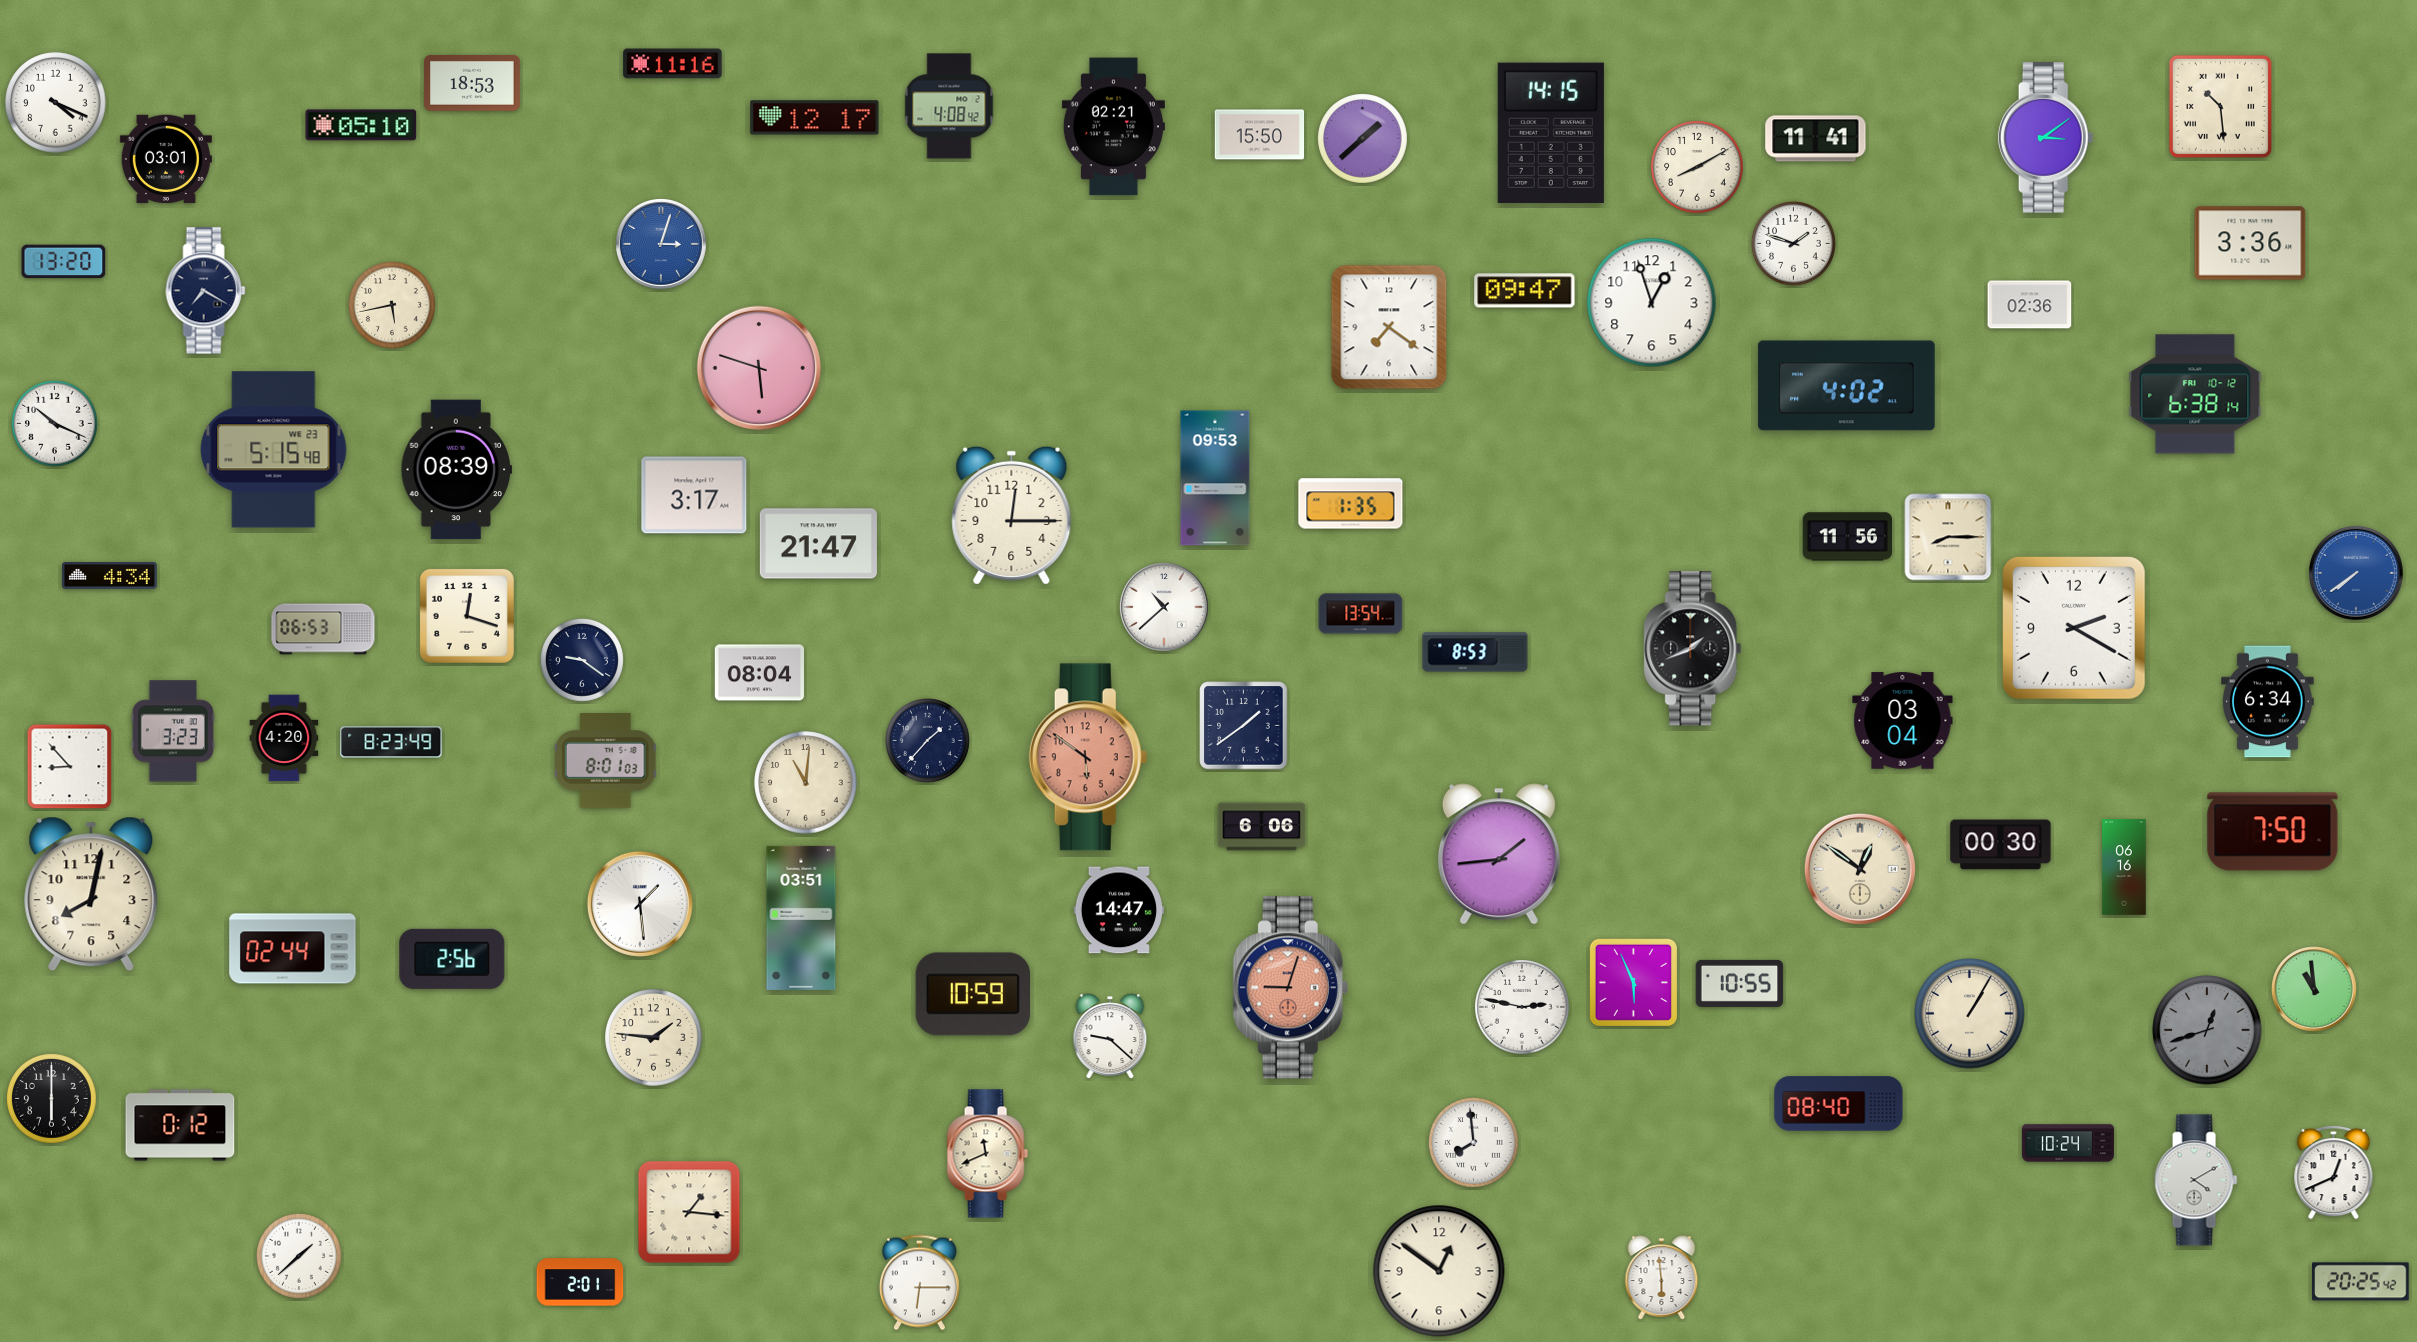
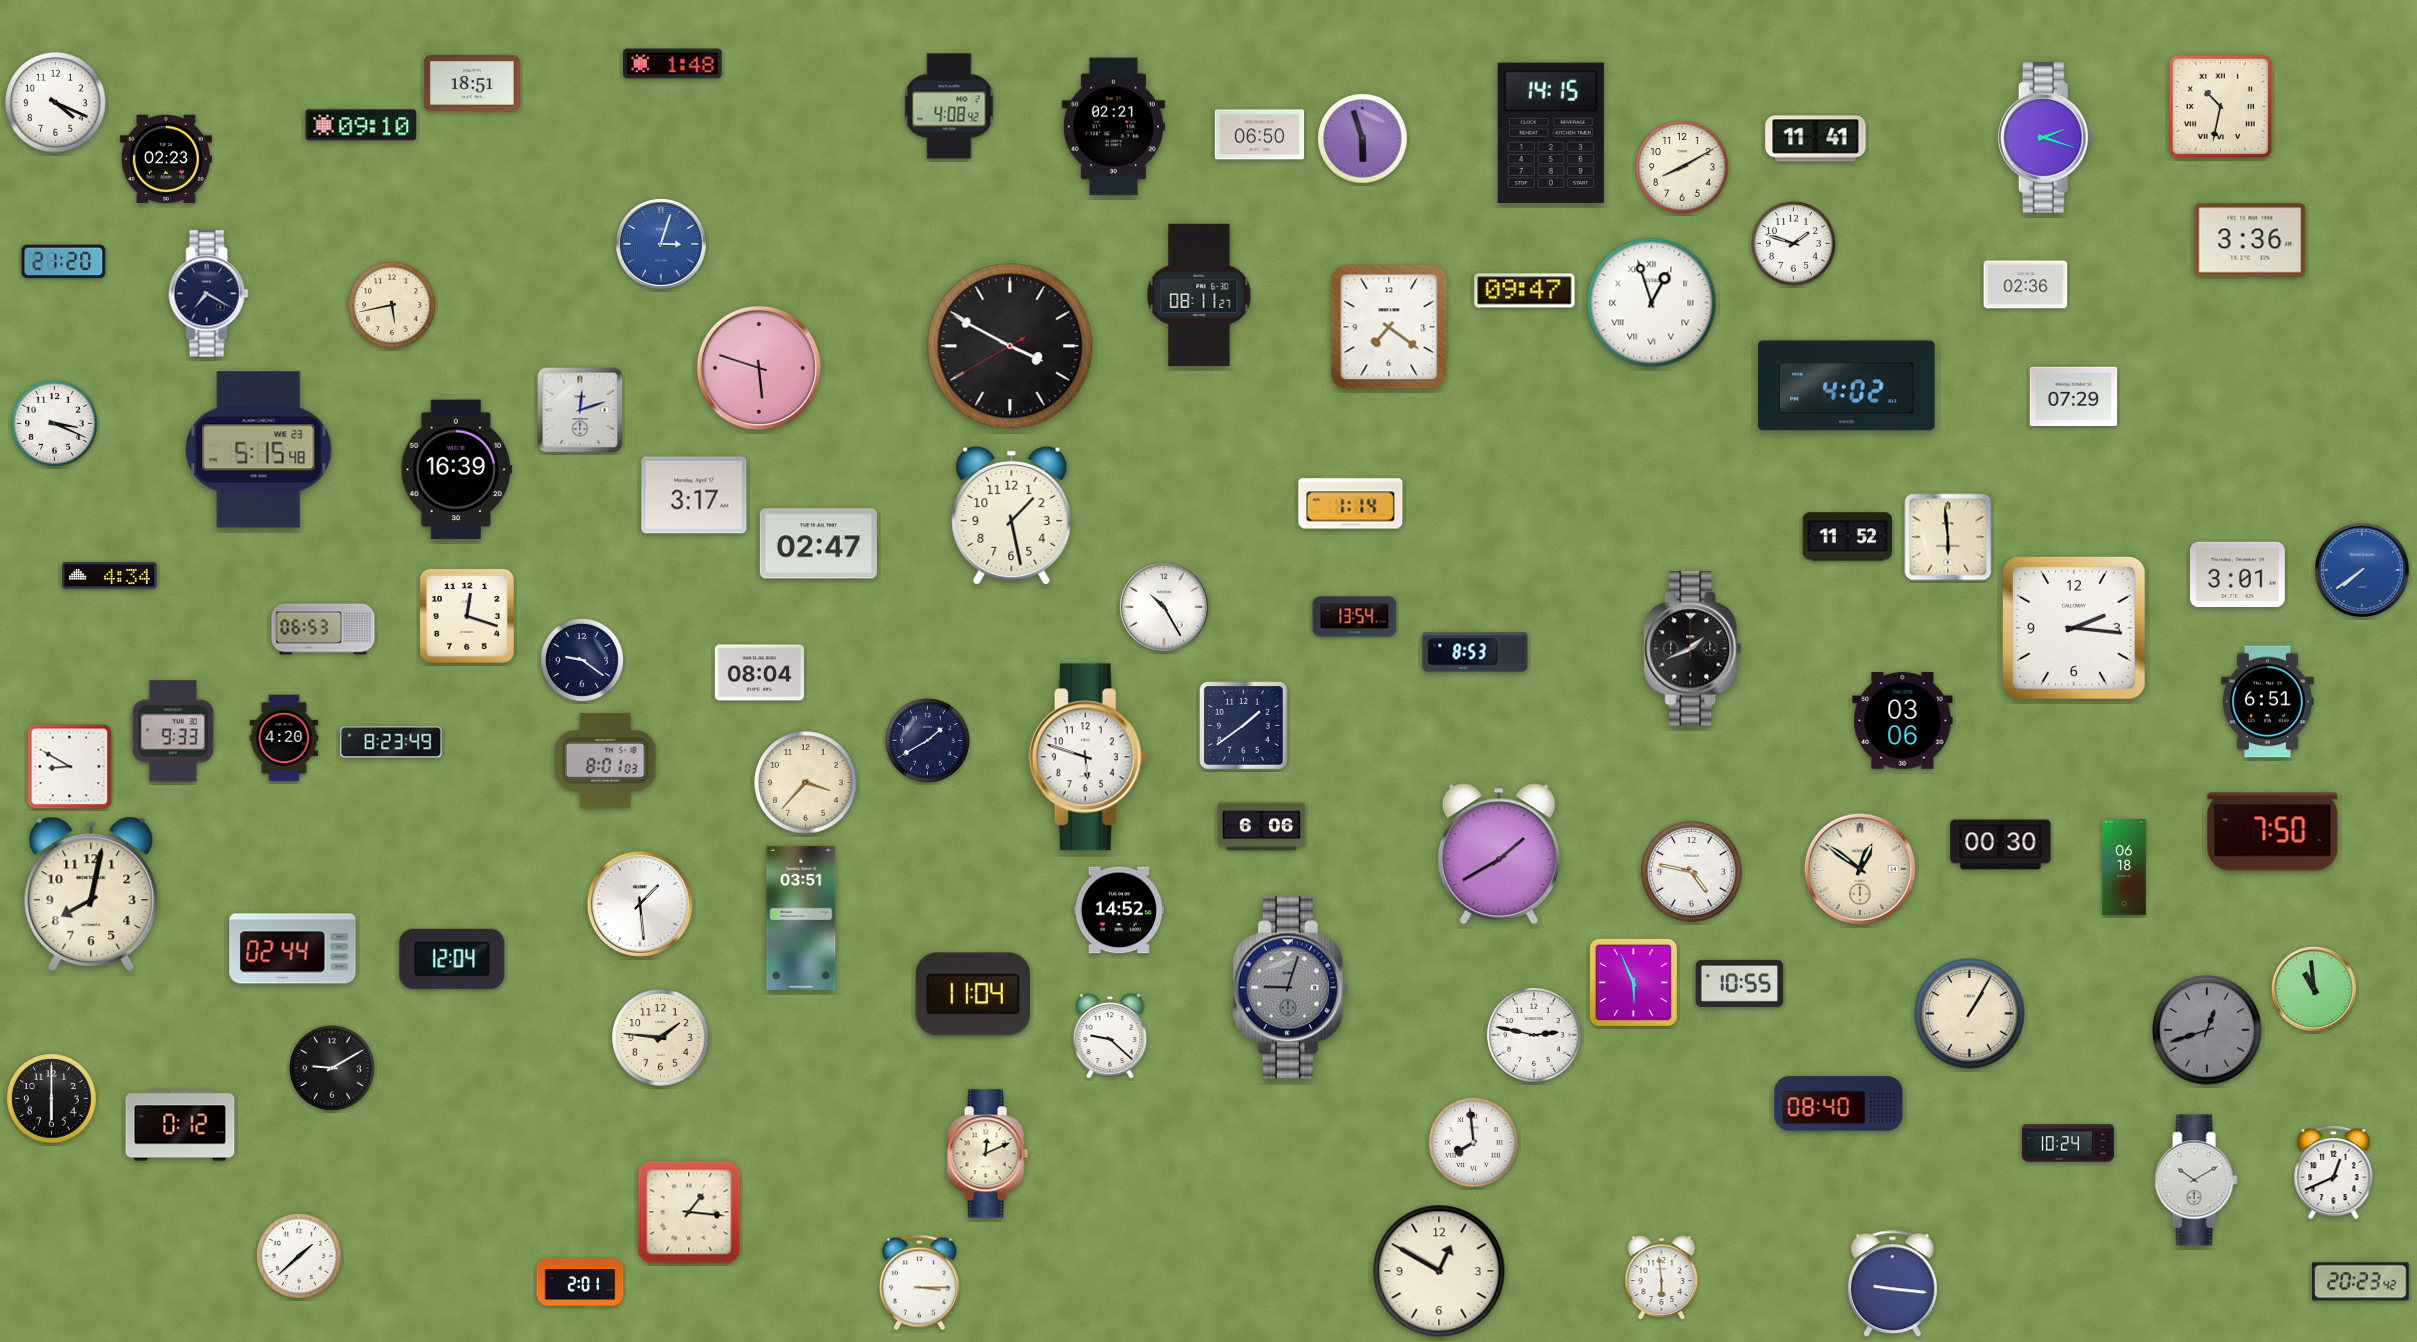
clock at (673, 64): 11:16 -> 1:48
clock at (472, 84): 18:53 -> 18:51
clock at (2220, 106): 10:29 -> 10:32
clock at (815, 118): 12:17 -> none
clock at (361, 125): 05:10 -> 09:10
clock at (1260, 135): 15:50 -> 06:50
clock at (2046, 138): 3:09 -> 2:18
clock at (1363, 139): 1:38 -> 5:57
clock at (166, 159): 03:01 -> 02:23
clock at (1697, 167) position: (1697, 167) -> (1682, 167)
clock at (2250, 243) position: (2250, 243) -> (2250, 240)
clock at (64, 262): 13:20 -> 21:20
clock at (206, 291) position: (206, 291) -> (209, 294)
clock at (1199, 294): none -> 08:11
clock at (1652, 303) numerals: Arabic -> Roman
clock at (2030, 305) position: (2030, 305) -> (2026, 285)
clock at (1010, 346): none -> 3:49
clock at (2195, 394): 6:38 -> none
clock at (2074, 397): none -> 07:29
clock at (580, 410): none -> 12:12
clock at (55, 424): 10:19 -> 3:19
clock at (274, 450) position: (274, 450) -> (259, 450)
clock at (457, 470): 08:39 -> 16:39
clock at (1215, 478): 09:53 -> none
clock at (1351, 504): 1:35 -> 1:14
clock at (1012, 515): 12:15 -> 1:28
clock at (1848, 537): 11:56 -> 11:52
clock at (1948, 537): 8:15 -> 5:59
clock at (818, 544): 21:47 -> 02:47
clock at (2356, 573) position: (2356, 573) -> (2362, 570)
clock at (2238, 575): none -> 3:01
clock at (1165, 608): 10:38 -> 10:25
clock at (1361, 614) position: (1361, 614) -> (1355, 617)
clock at (2074, 628): 2:20 -> 2:16
clock at (2268, 702): 6:34 -> 6:51
clock at (1903, 721): 03:04 -> 03:06
clock at (173, 731): 3:23 -> 9:33
clock at (927, 740): 1:37 -> 1:40
clock at (1088, 757): 5:51 -> 5:48
clock at (1088, 757) dial: salmon -> white
clock at (70, 767): 8:53 -> 8:50
clock at (806, 783): 11:01 -> 3:37
clock at (1499, 854): 1:44 -> 1:40
clock at (2124, 867): 06:16 -> 06:18
clock at (1692, 872): none -> 4:47
clock at (1119, 910): 14:47 -> 14:52
clock at (452, 959): 2:56 -> 12:04
clock at (1290, 988) dial: salmon -> grey
clock at (972, 994): 10:59 -> 11:04
clock at (1522, 1007) position: (1522, 1007) -> (1534, 1035)
clock at (654, 1038) position: (654, 1038) -> (661, 1038)
clock at (332, 1068): none -> 9:10
clock at (987, 1154): 11:41 -> 12:11
clock at (2196, 1180): 4:10 -> 10:10
clock at (1439, 1271): 12:51 -> 12:50
clock at (2361, 1282): 20:25 -> 20:23
clock at (919, 1283): 6:15 -> 3:15
clock at (1892, 1284): none -> 9:16
